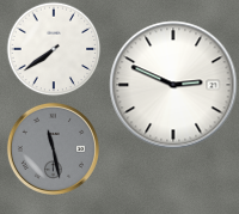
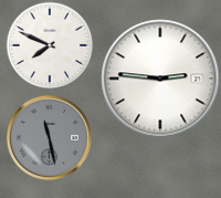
clock at (54, 49): 7:39 -> 7:49
clock at (173, 85): 2:49 -> 2:46
